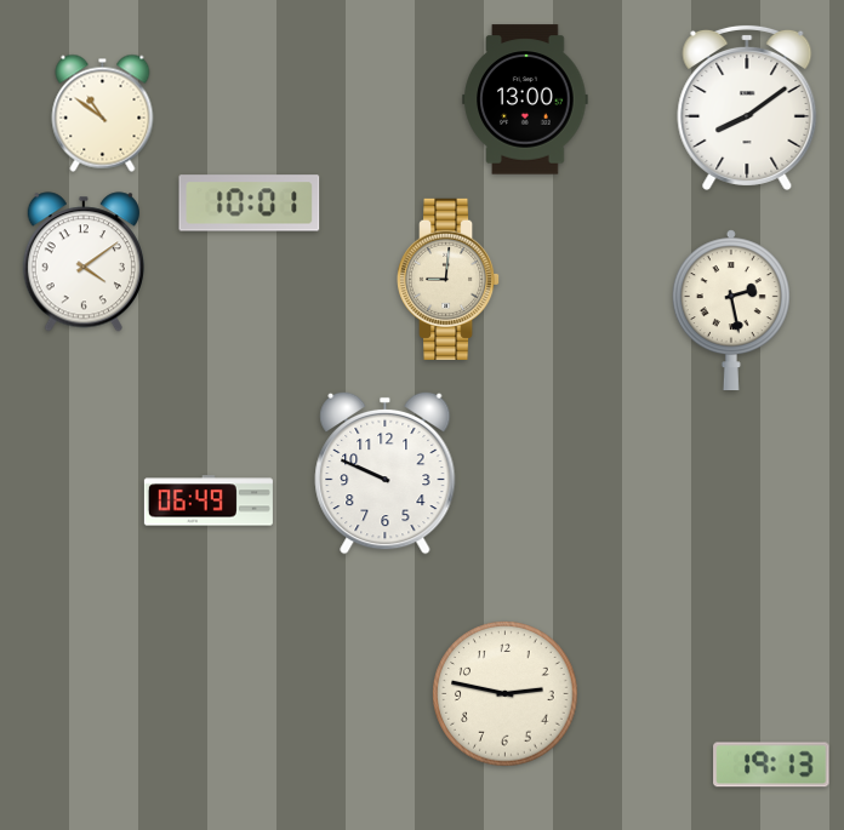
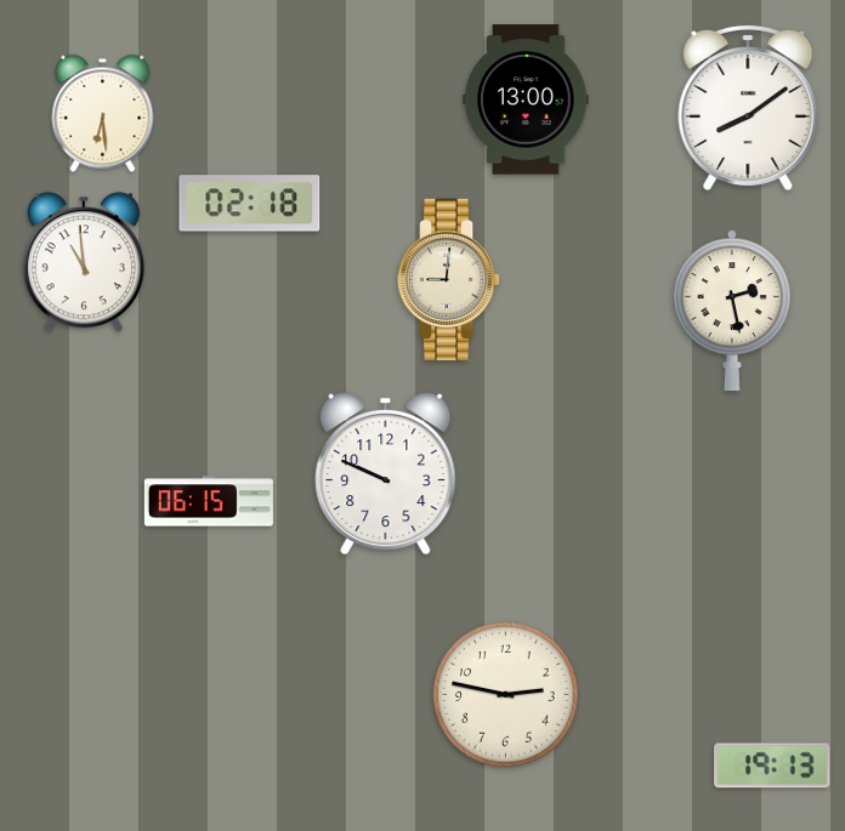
clock at (103, 113): 10:51 -> 6:29
clock at (250, 204): 10:01 -> 02:18
clock at (84, 262): 4:09 -> 10:59
clock at (209, 500): 06:49 -> 06:15
